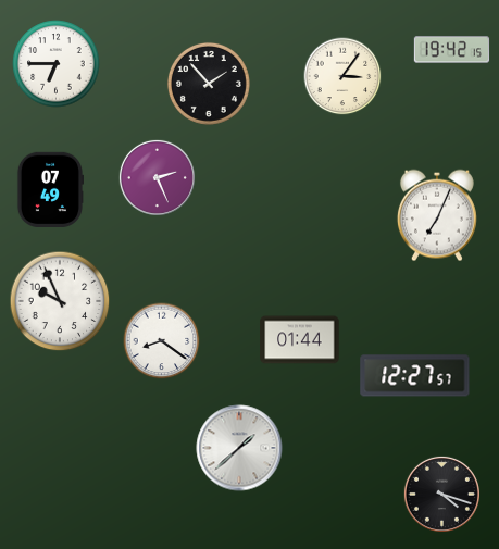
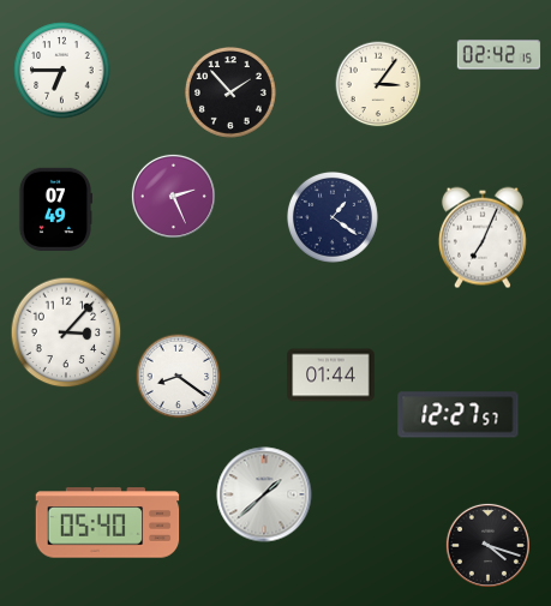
clock at (452, 50): 19:42 -> 02:42
clock at (333, 217): none -> 1:21
clock at (60, 301): 9:56 -> 3:07
clock at (108, 523): none -> 05:40
